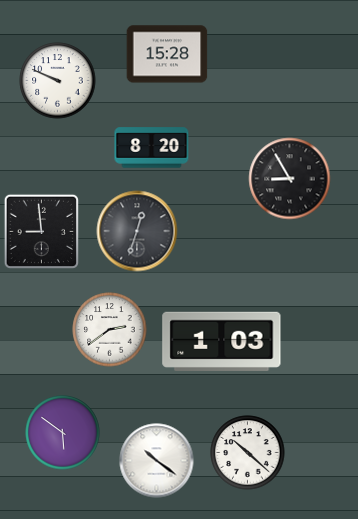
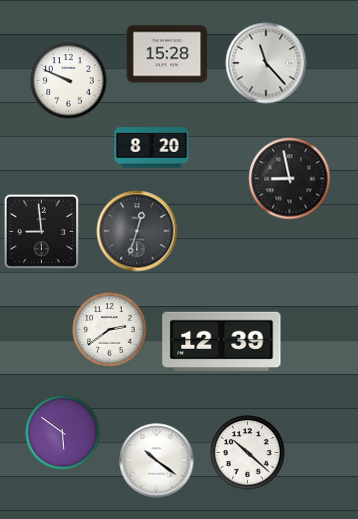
clock at (266, 63): none -> 11:23
clock at (58, 81) position: (58, 81) -> (69, 81)
clock at (290, 179): 8:55 -> 8:58
clock at (222, 341): 1:03 -> 12:39
